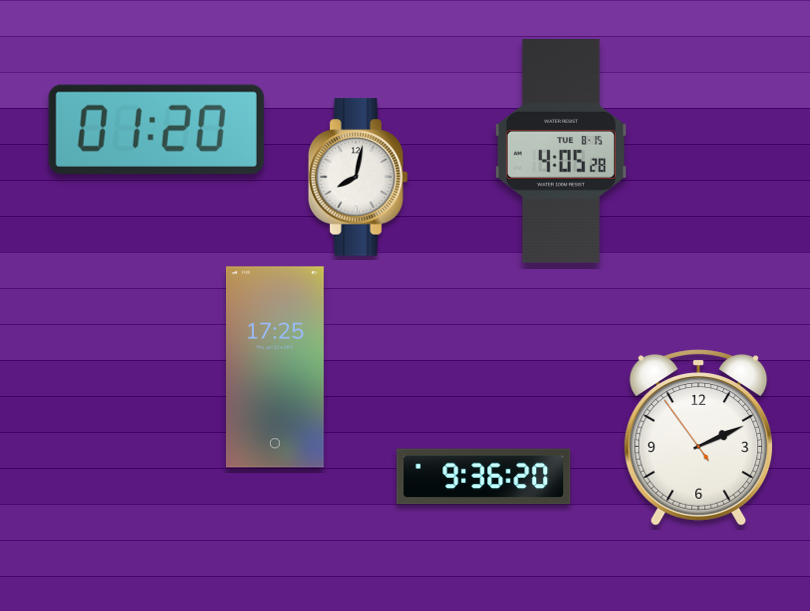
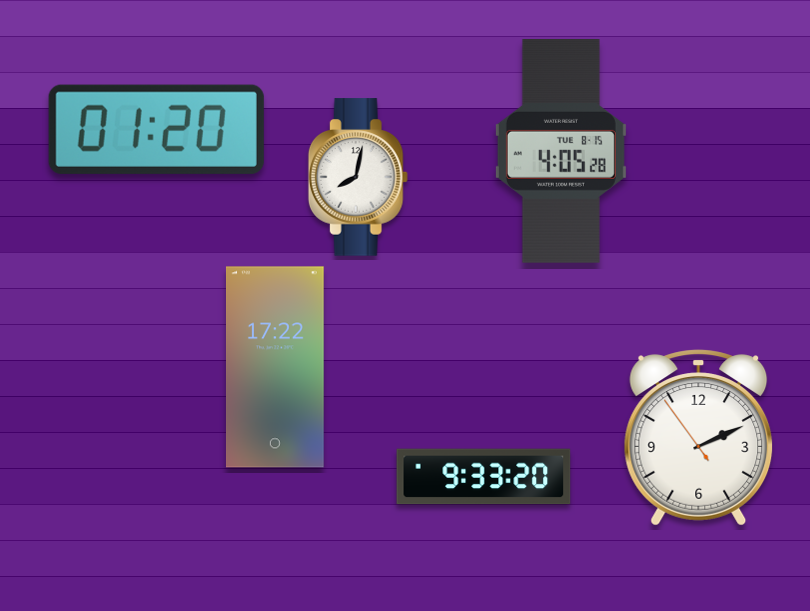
clock at (275, 367): 17:25 -> 17:22
clock at (484, 477): 9:36 -> 9:33
